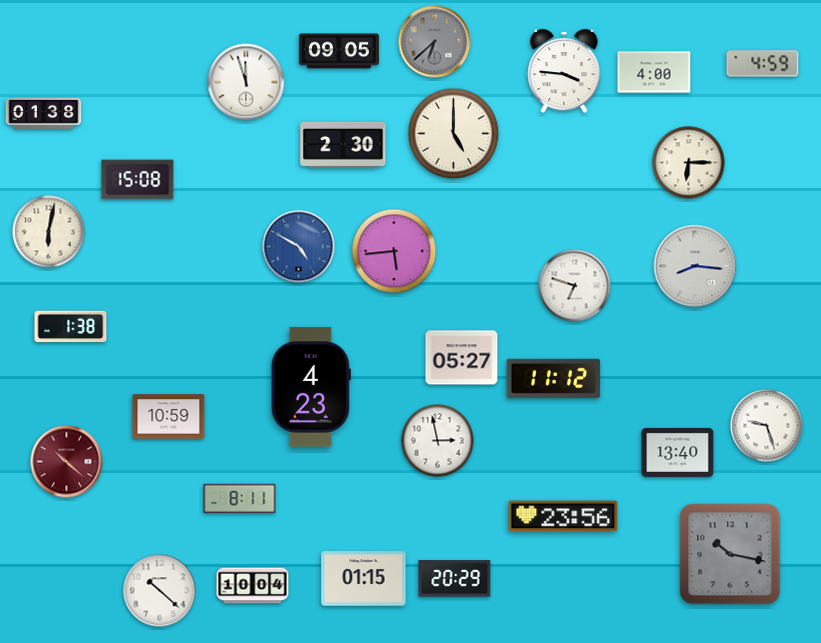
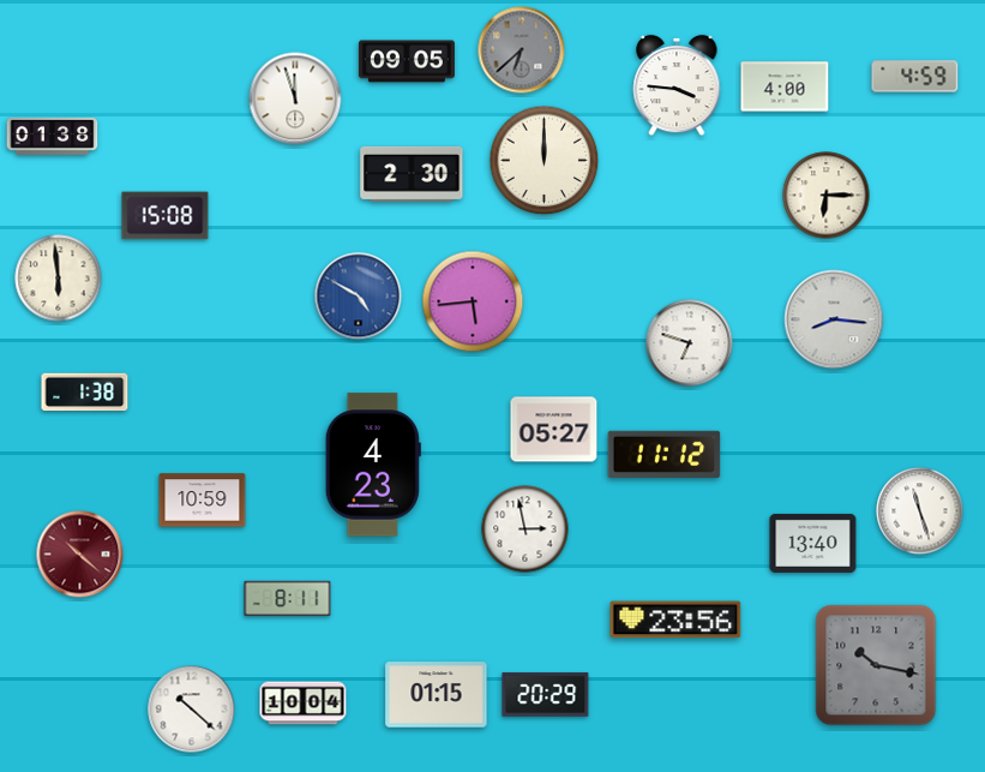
clock at (454, 134): 5:00 -> 12:00
clock at (49, 232): 6:02 -> 5:59
clock at (767, 426): 9:27 -> 11:27
